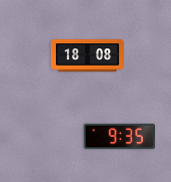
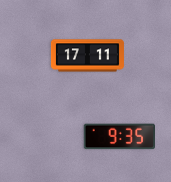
clock at (87, 56): 18:08 -> 17:11
